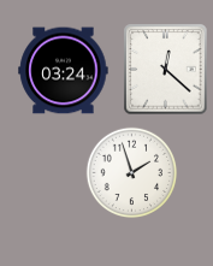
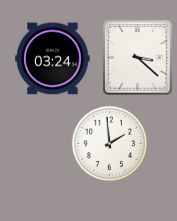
clock at (166, 70): 12:22 -> 3:22
clock at (132, 173): 1:57 -> 1:59
